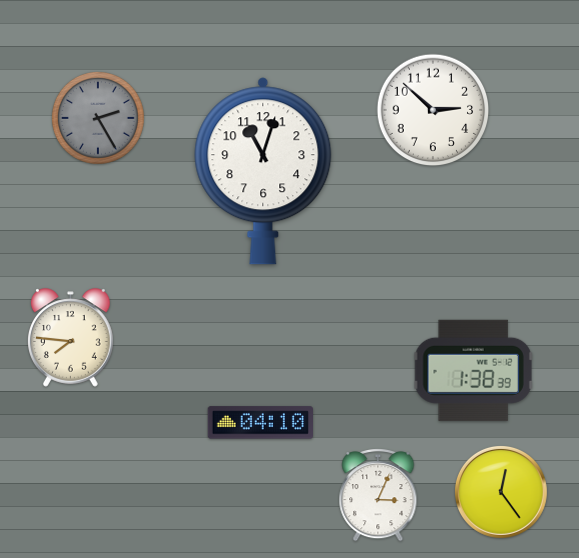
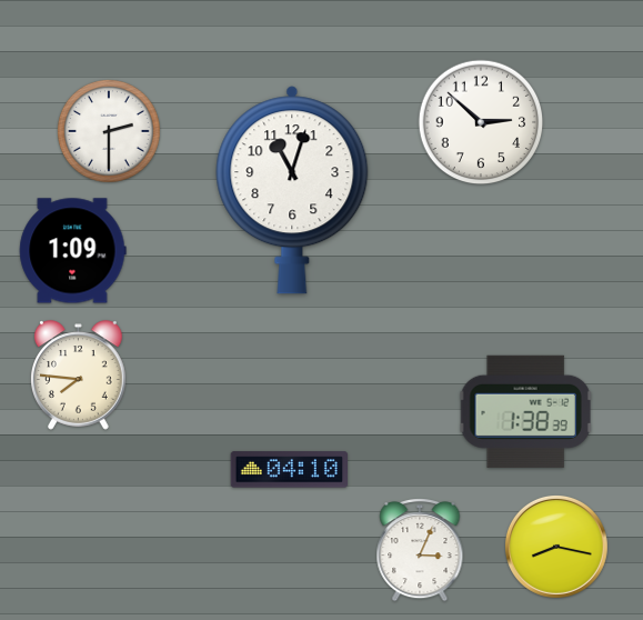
clock at (99, 119): 2:25 -> 2:30
clock at (99, 119) dial: grey -> white
clock at (73, 251): none -> 1:09
clock at (501, 492): 12:24 -> 8:17
